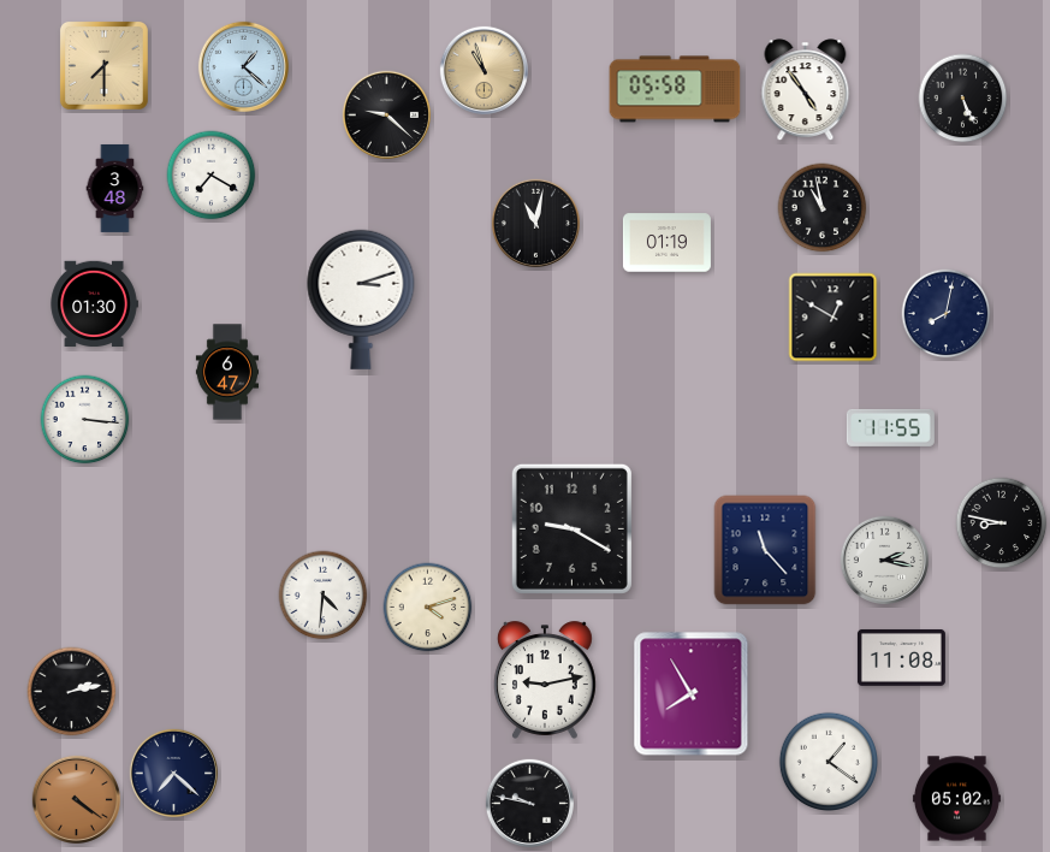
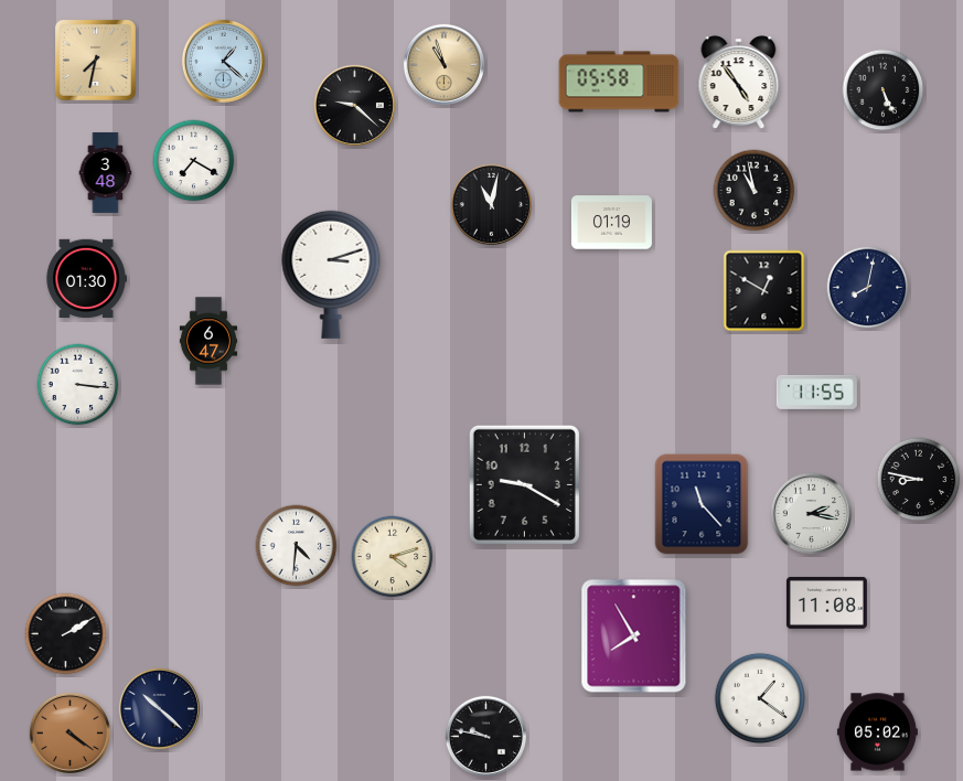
clock at (103, 65): 7:30 -> 7:32
clock at (545, 680): 9:13 -> none
clock at (72, 692): 2:13 -> 2:10
clock at (173, 773): 7:22 -> 10:22
